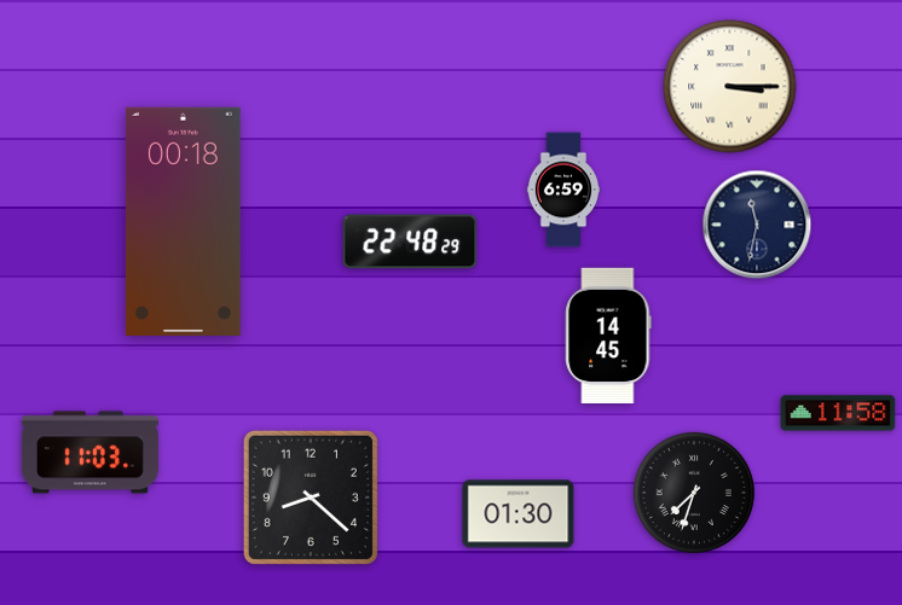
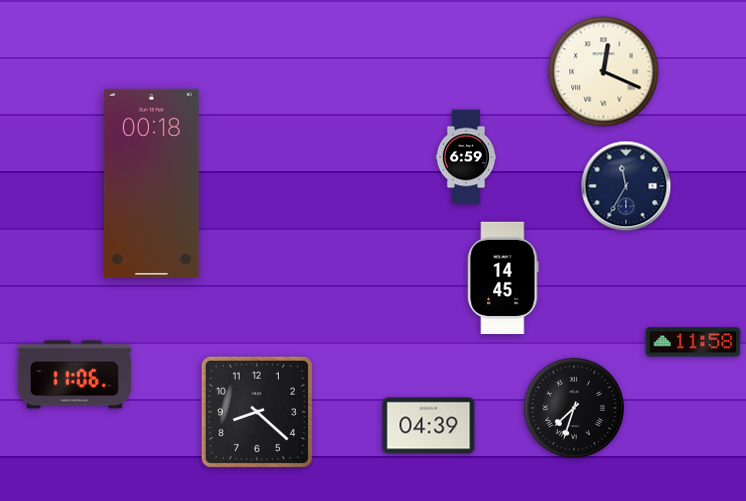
clock at (730, 87): 3:15 -> 12:19
clock at (757, 225): 11:32 -> 11:35
clock at (410, 242): 22:48 -> none
clock at (89, 453): 11:03 -> 11:06
clock at (519, 514): 01:30 -> 04:39
